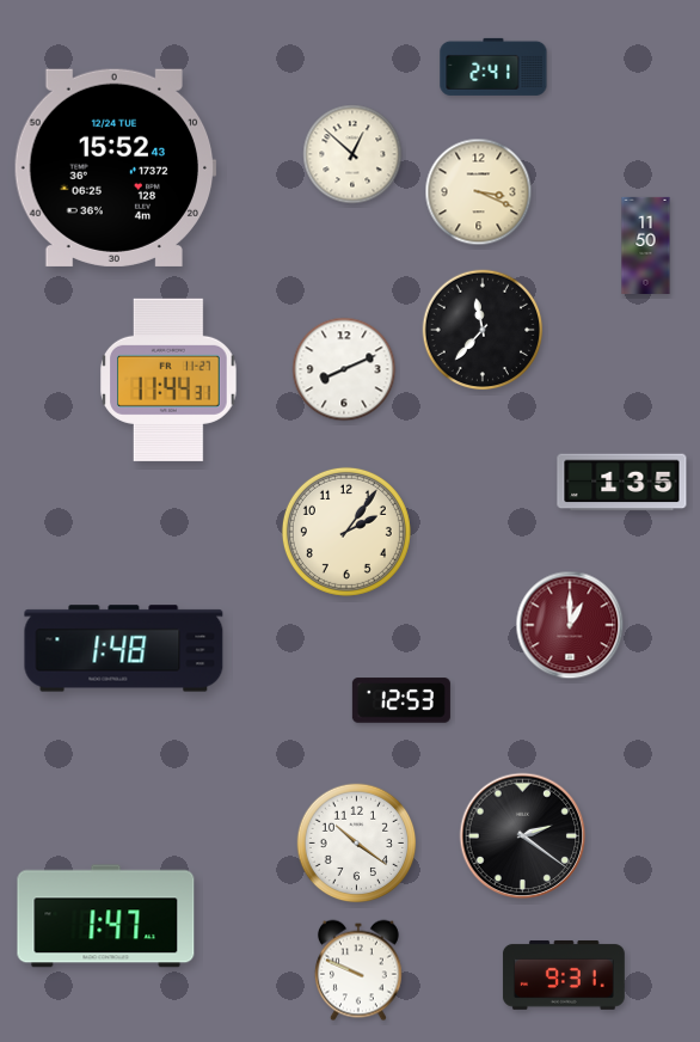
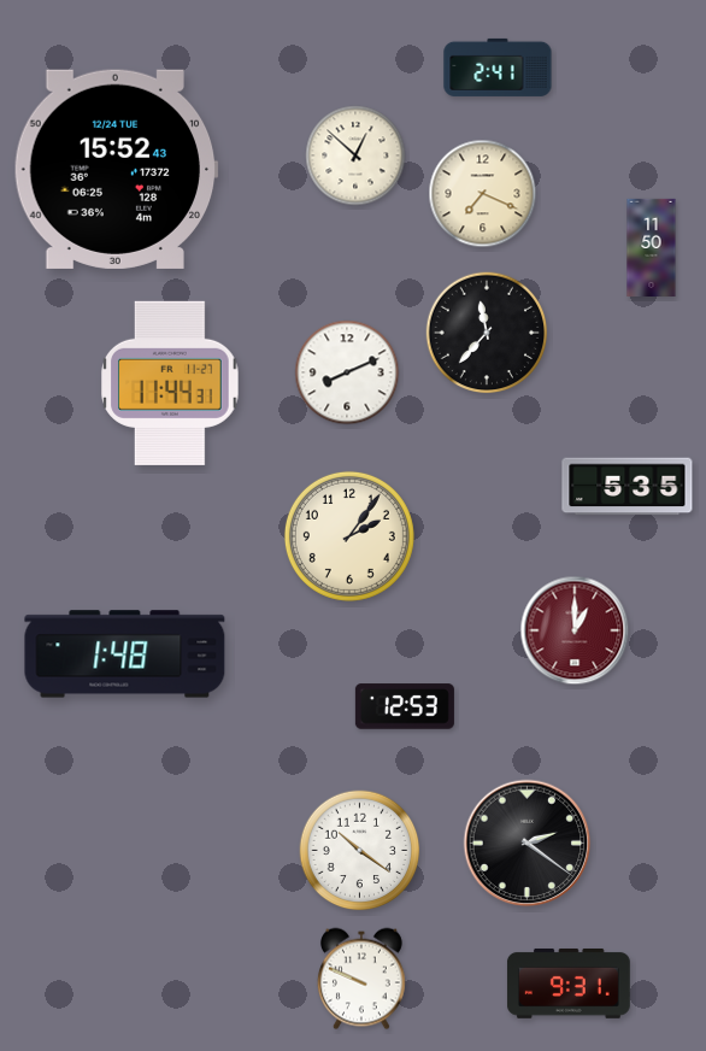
clock at (479, 192): 3:19 -> 7:19
clock at (622, 483): 1:35 -> 5:35
clock at (106, 917): 1:47 -> none
